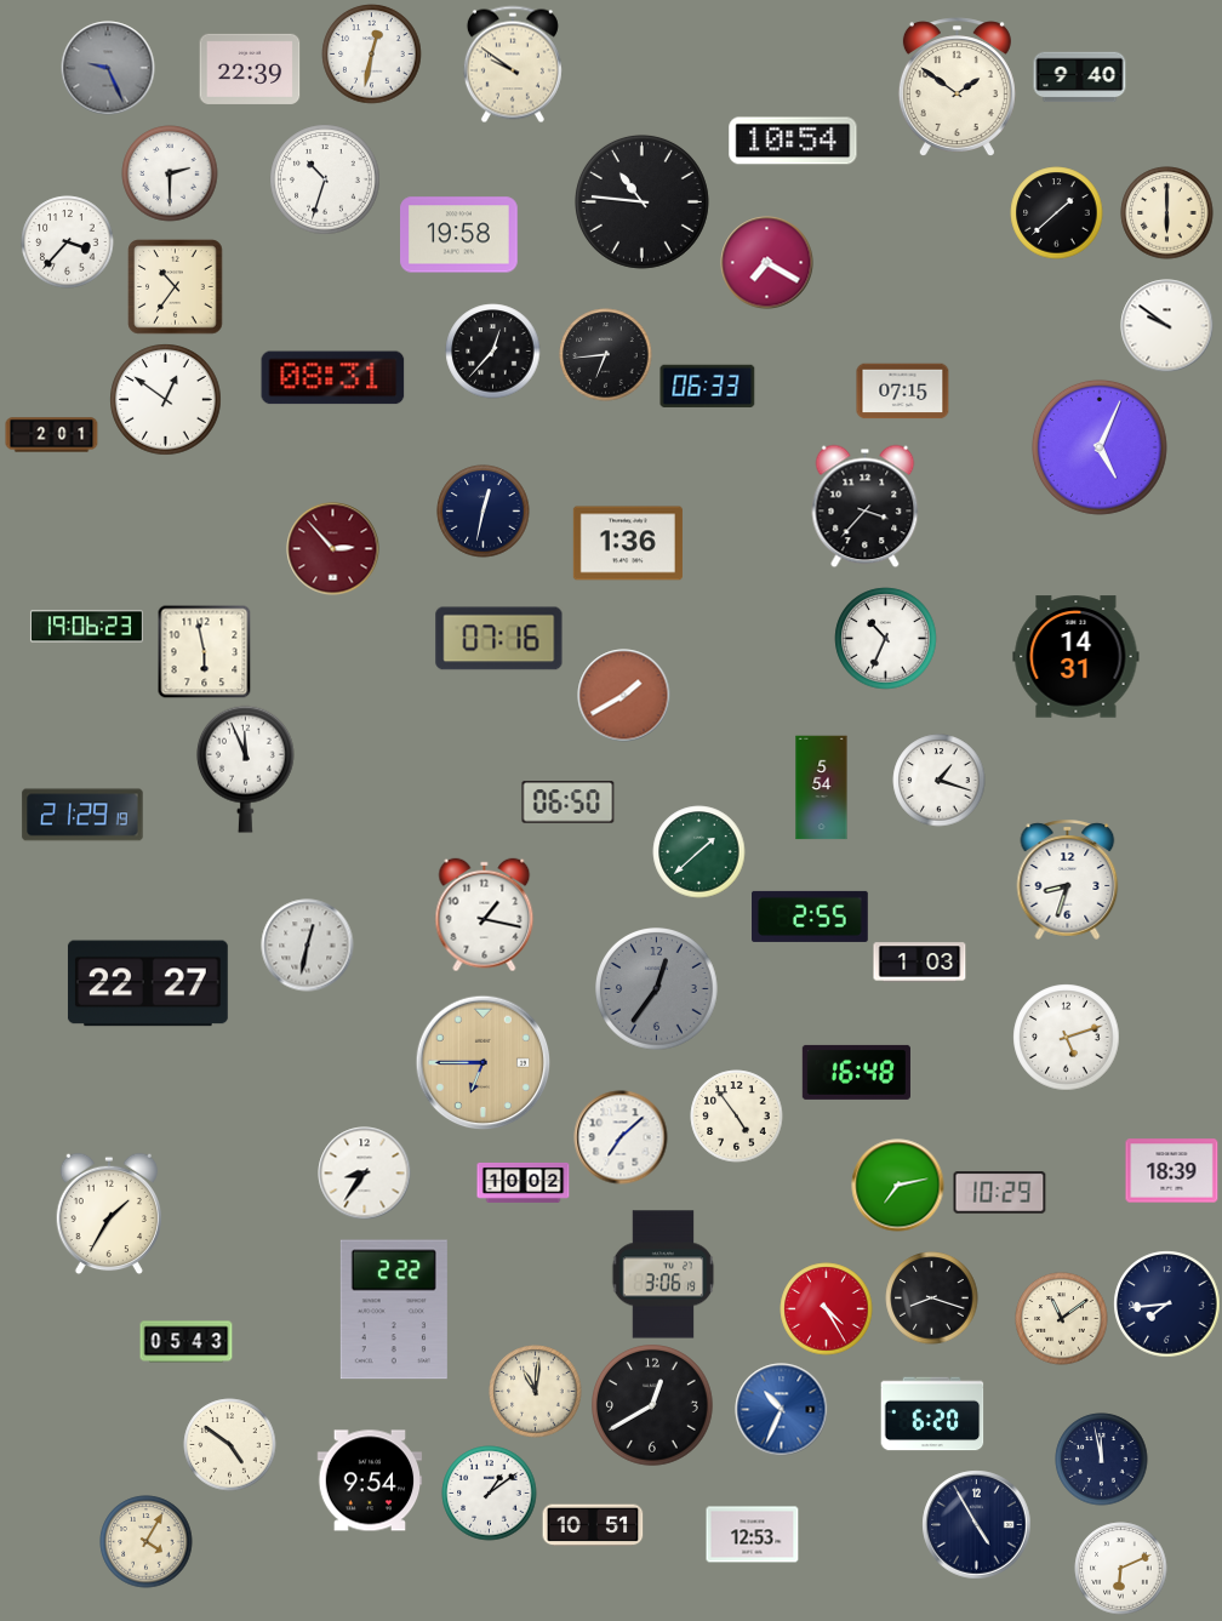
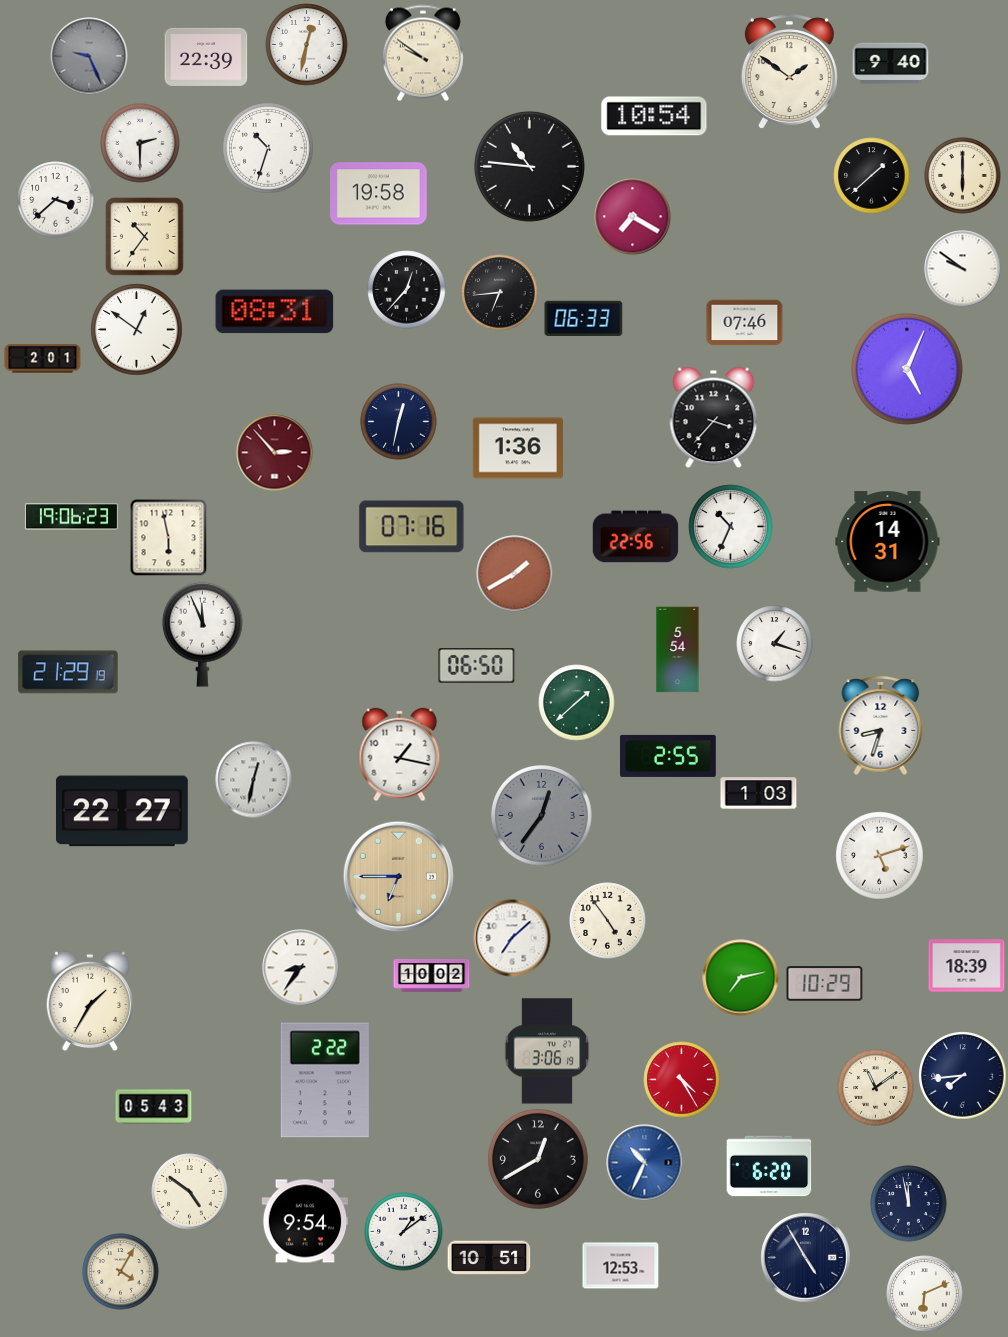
clock at (68, 242): 3:37 -> 3:38
clock at (903, 392): 07:15 -> 07:46
clock at (636, 537): none -> 22:56
clock at (569, 803) position: (569, 803) -> (477, 666)
clock at (856, 1072): 16:48 -> none
clock at (932, 1298): 8:18 -> none
clock at (536, 1392): 11:01 -> none
